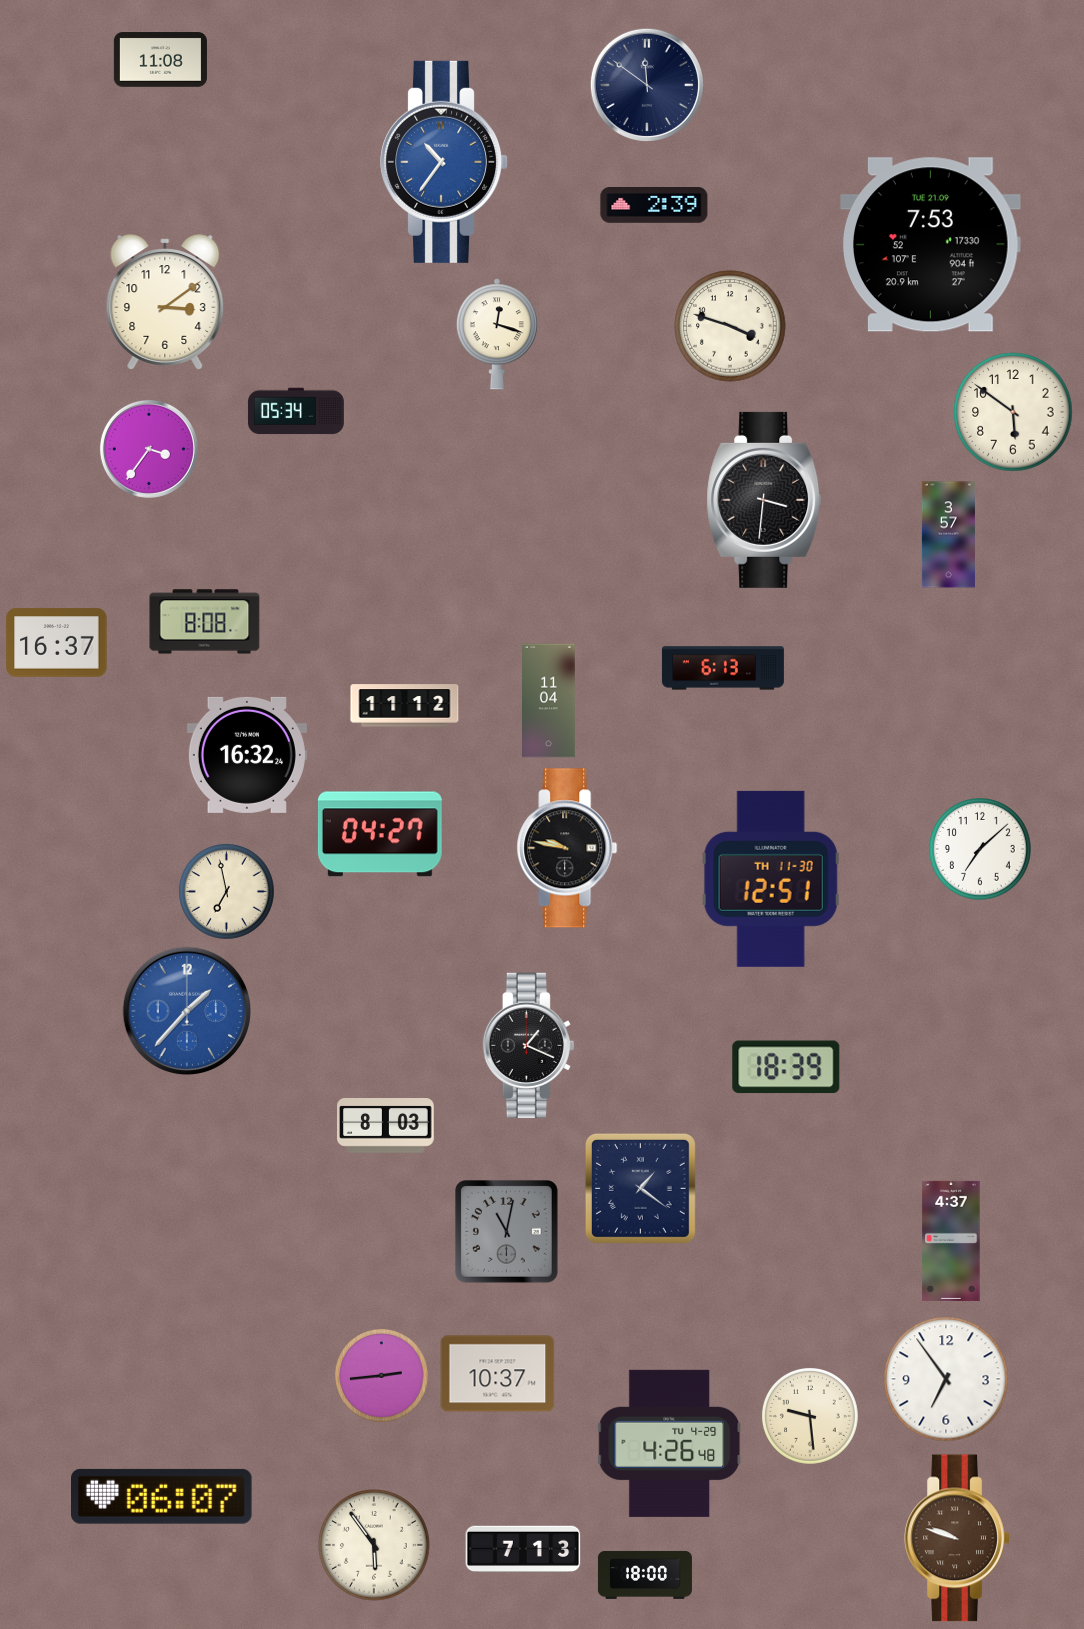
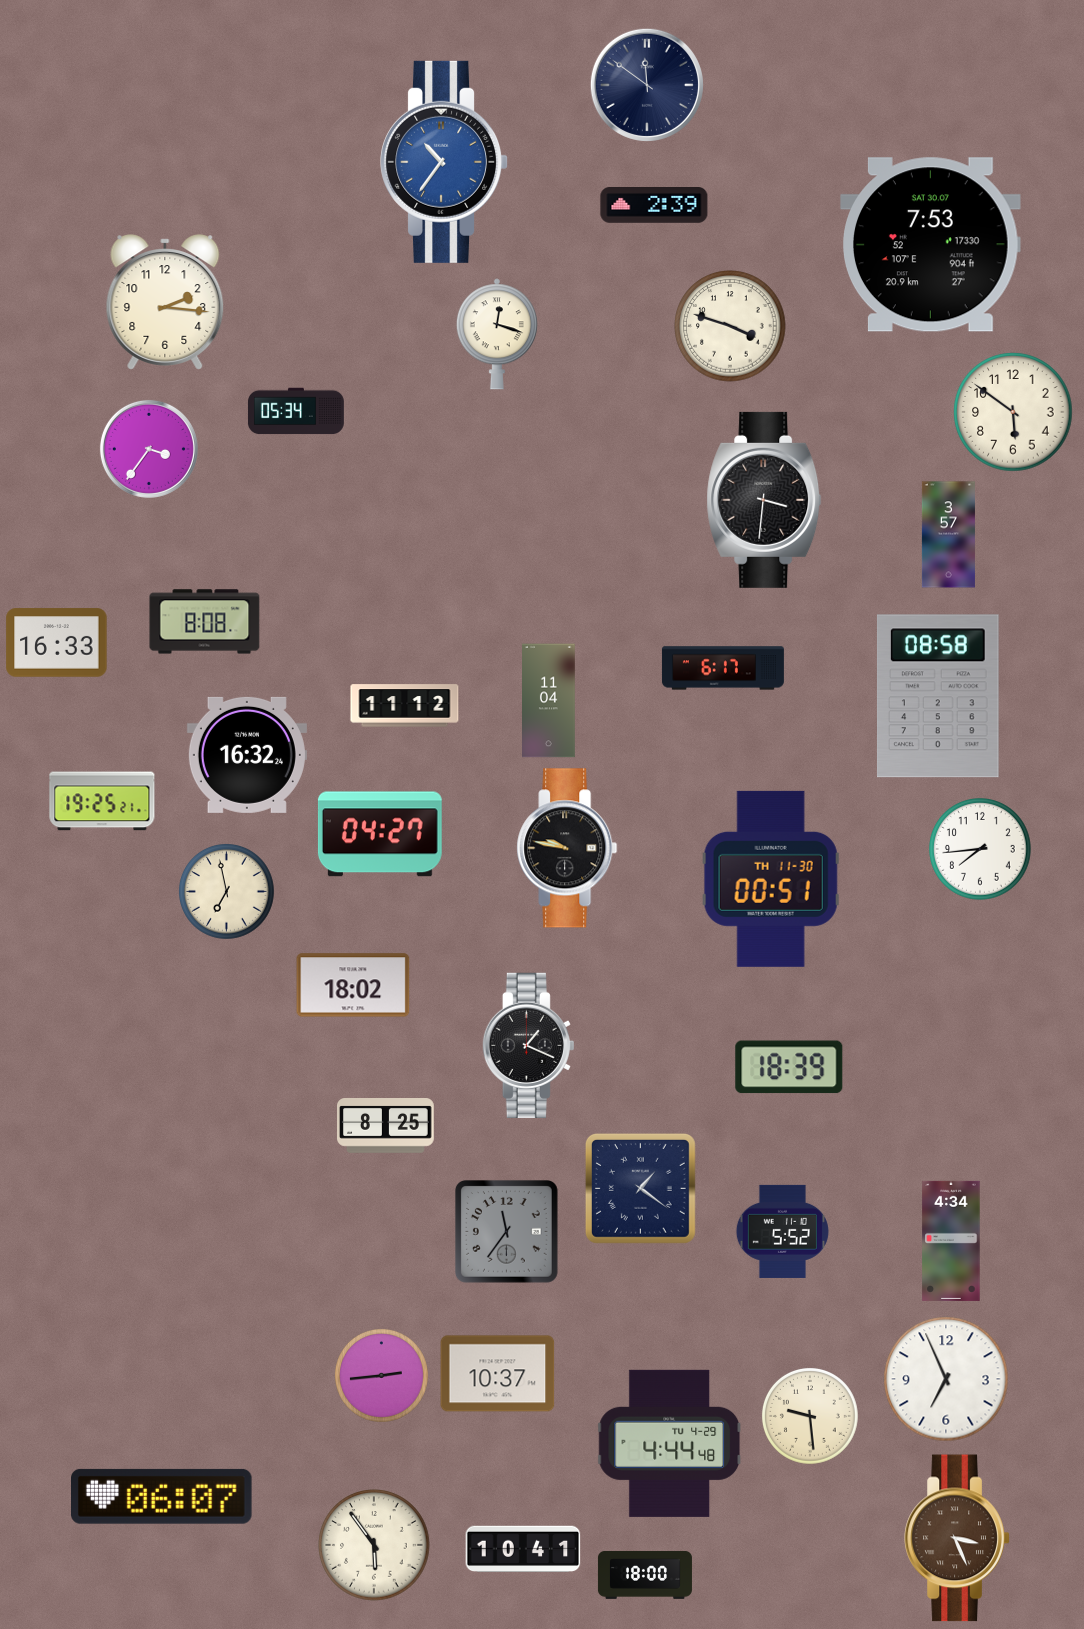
clock at (160, 60): 11:08 -> none
clock at (931, 245) date: TUE 21.09 -> SAT 30.07
clock at (165, 302): 3:09 -> 2:16
clock at (57, 643): 16:37 -> 16:33
clock at (723, 668): 6:13 -> 6:17
clock at (938, 696): none -> 08:58
clock at (102, 801): none -> 19:25
clock at (981, 850): 7:08 -> 7:44
clock at (771, 879): 12:51 -> 00:51
clock at (353, 985): none -> 18:02
clock at (186, 1010): 1:37 -> none
clock at (786, 1067) position: (786, 1067) -> (789, 1067)
clock at (386, 1126): 8:03 -> 8:25
clock at (782, 1231): none -> 5:52
clock at (507, 1232): 11:02 -> 11:36
clock at (951, 1241): 4:37 -> 4:34
clock at (946, 1379): 6:54 -> 6:56
clock at (670, 1443): 4:26 -> 4:44
clock at (957, 1538): 9:48 -> 3:26
clock at (523, 1549): 7:13 -> 10:41
